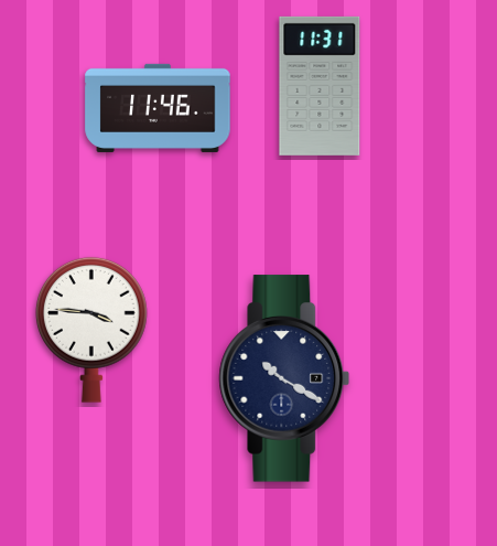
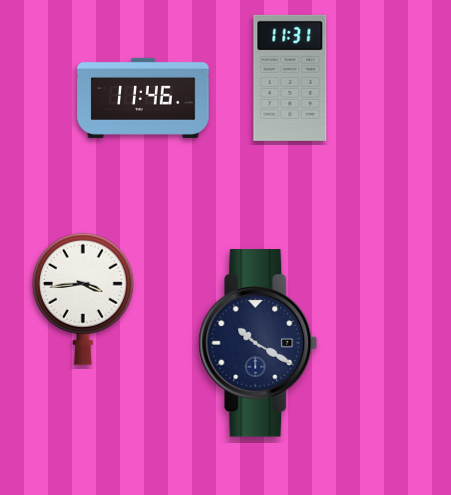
clock at (91, 330): 3:46 -> 3:44
